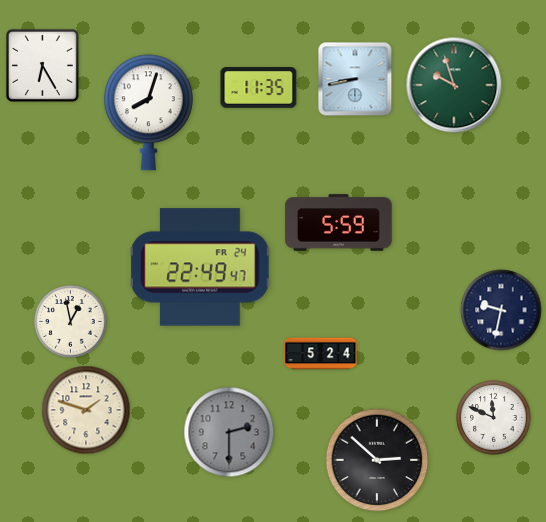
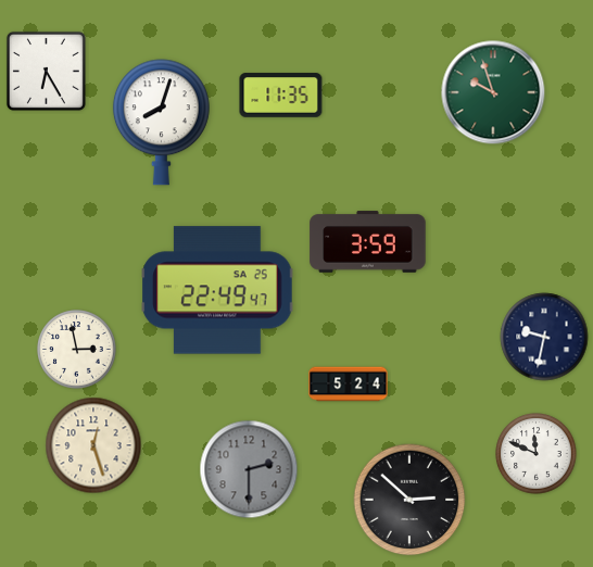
clock at (355, 79): 8:43 -> none
clock at (339, 223): 5:59 -> 3:59
clock at (200, 267) date: FR 24 -> SA 25
clock at (71, 322): 12:58 -> 2:58
clock at (86, 410): 1:48 -> 12:27
